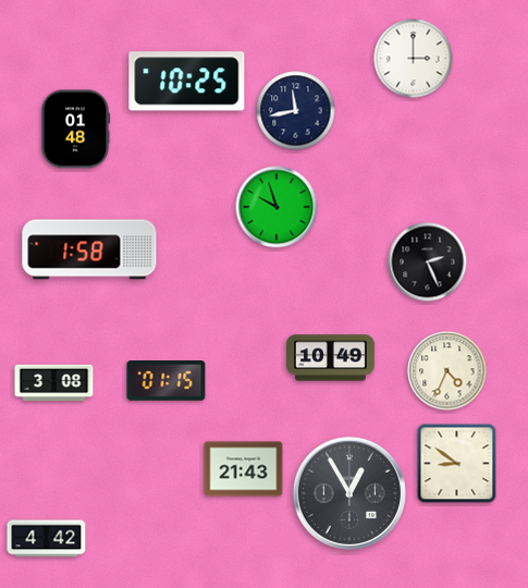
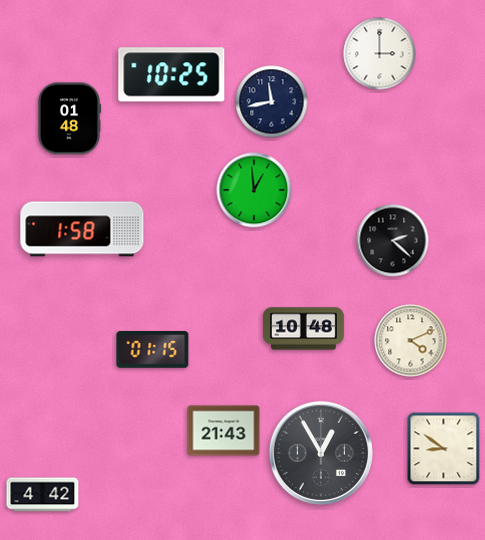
clock at (277, 207): 9:57 -> 12:59
clock at (428, 262): 2:26 -> 2:22
clock at (330, 358): 10:49 -> 10:48
clock at (447, 371): 4:34 -> 4:11
clock at (54, 383): 3:08 -> none
clock at (457, 464) position: (457, 464) -> (444, 449)
